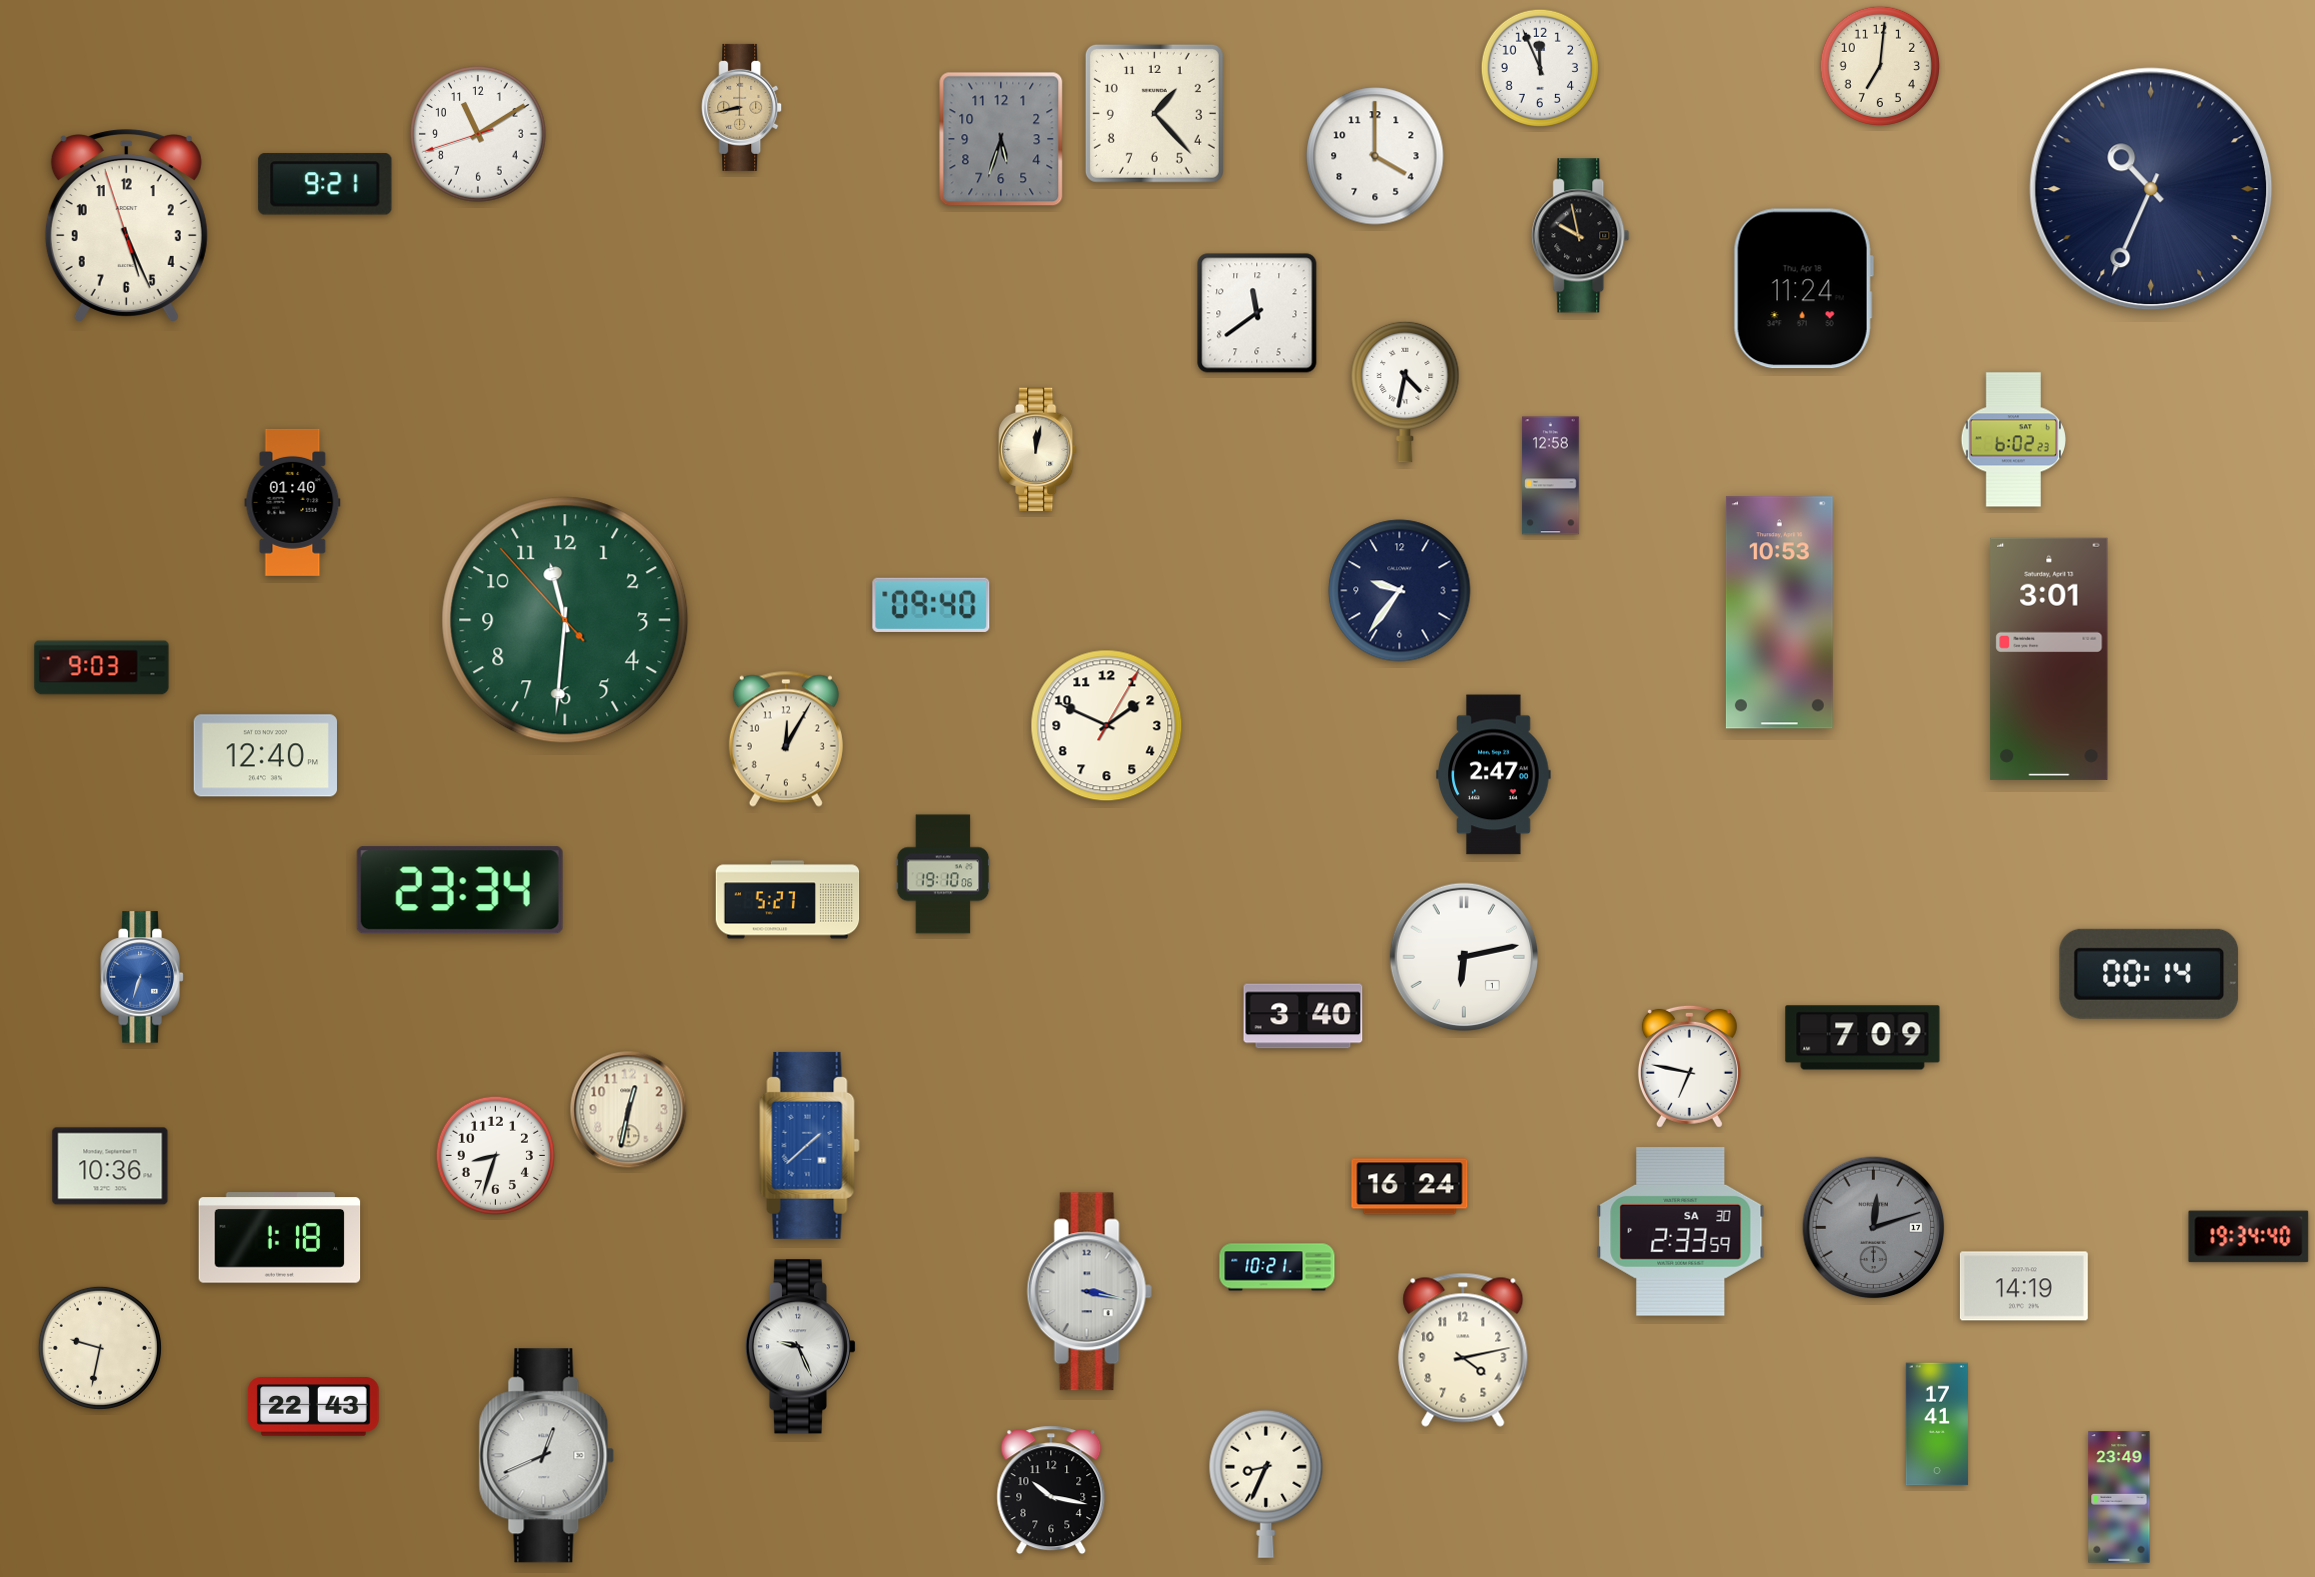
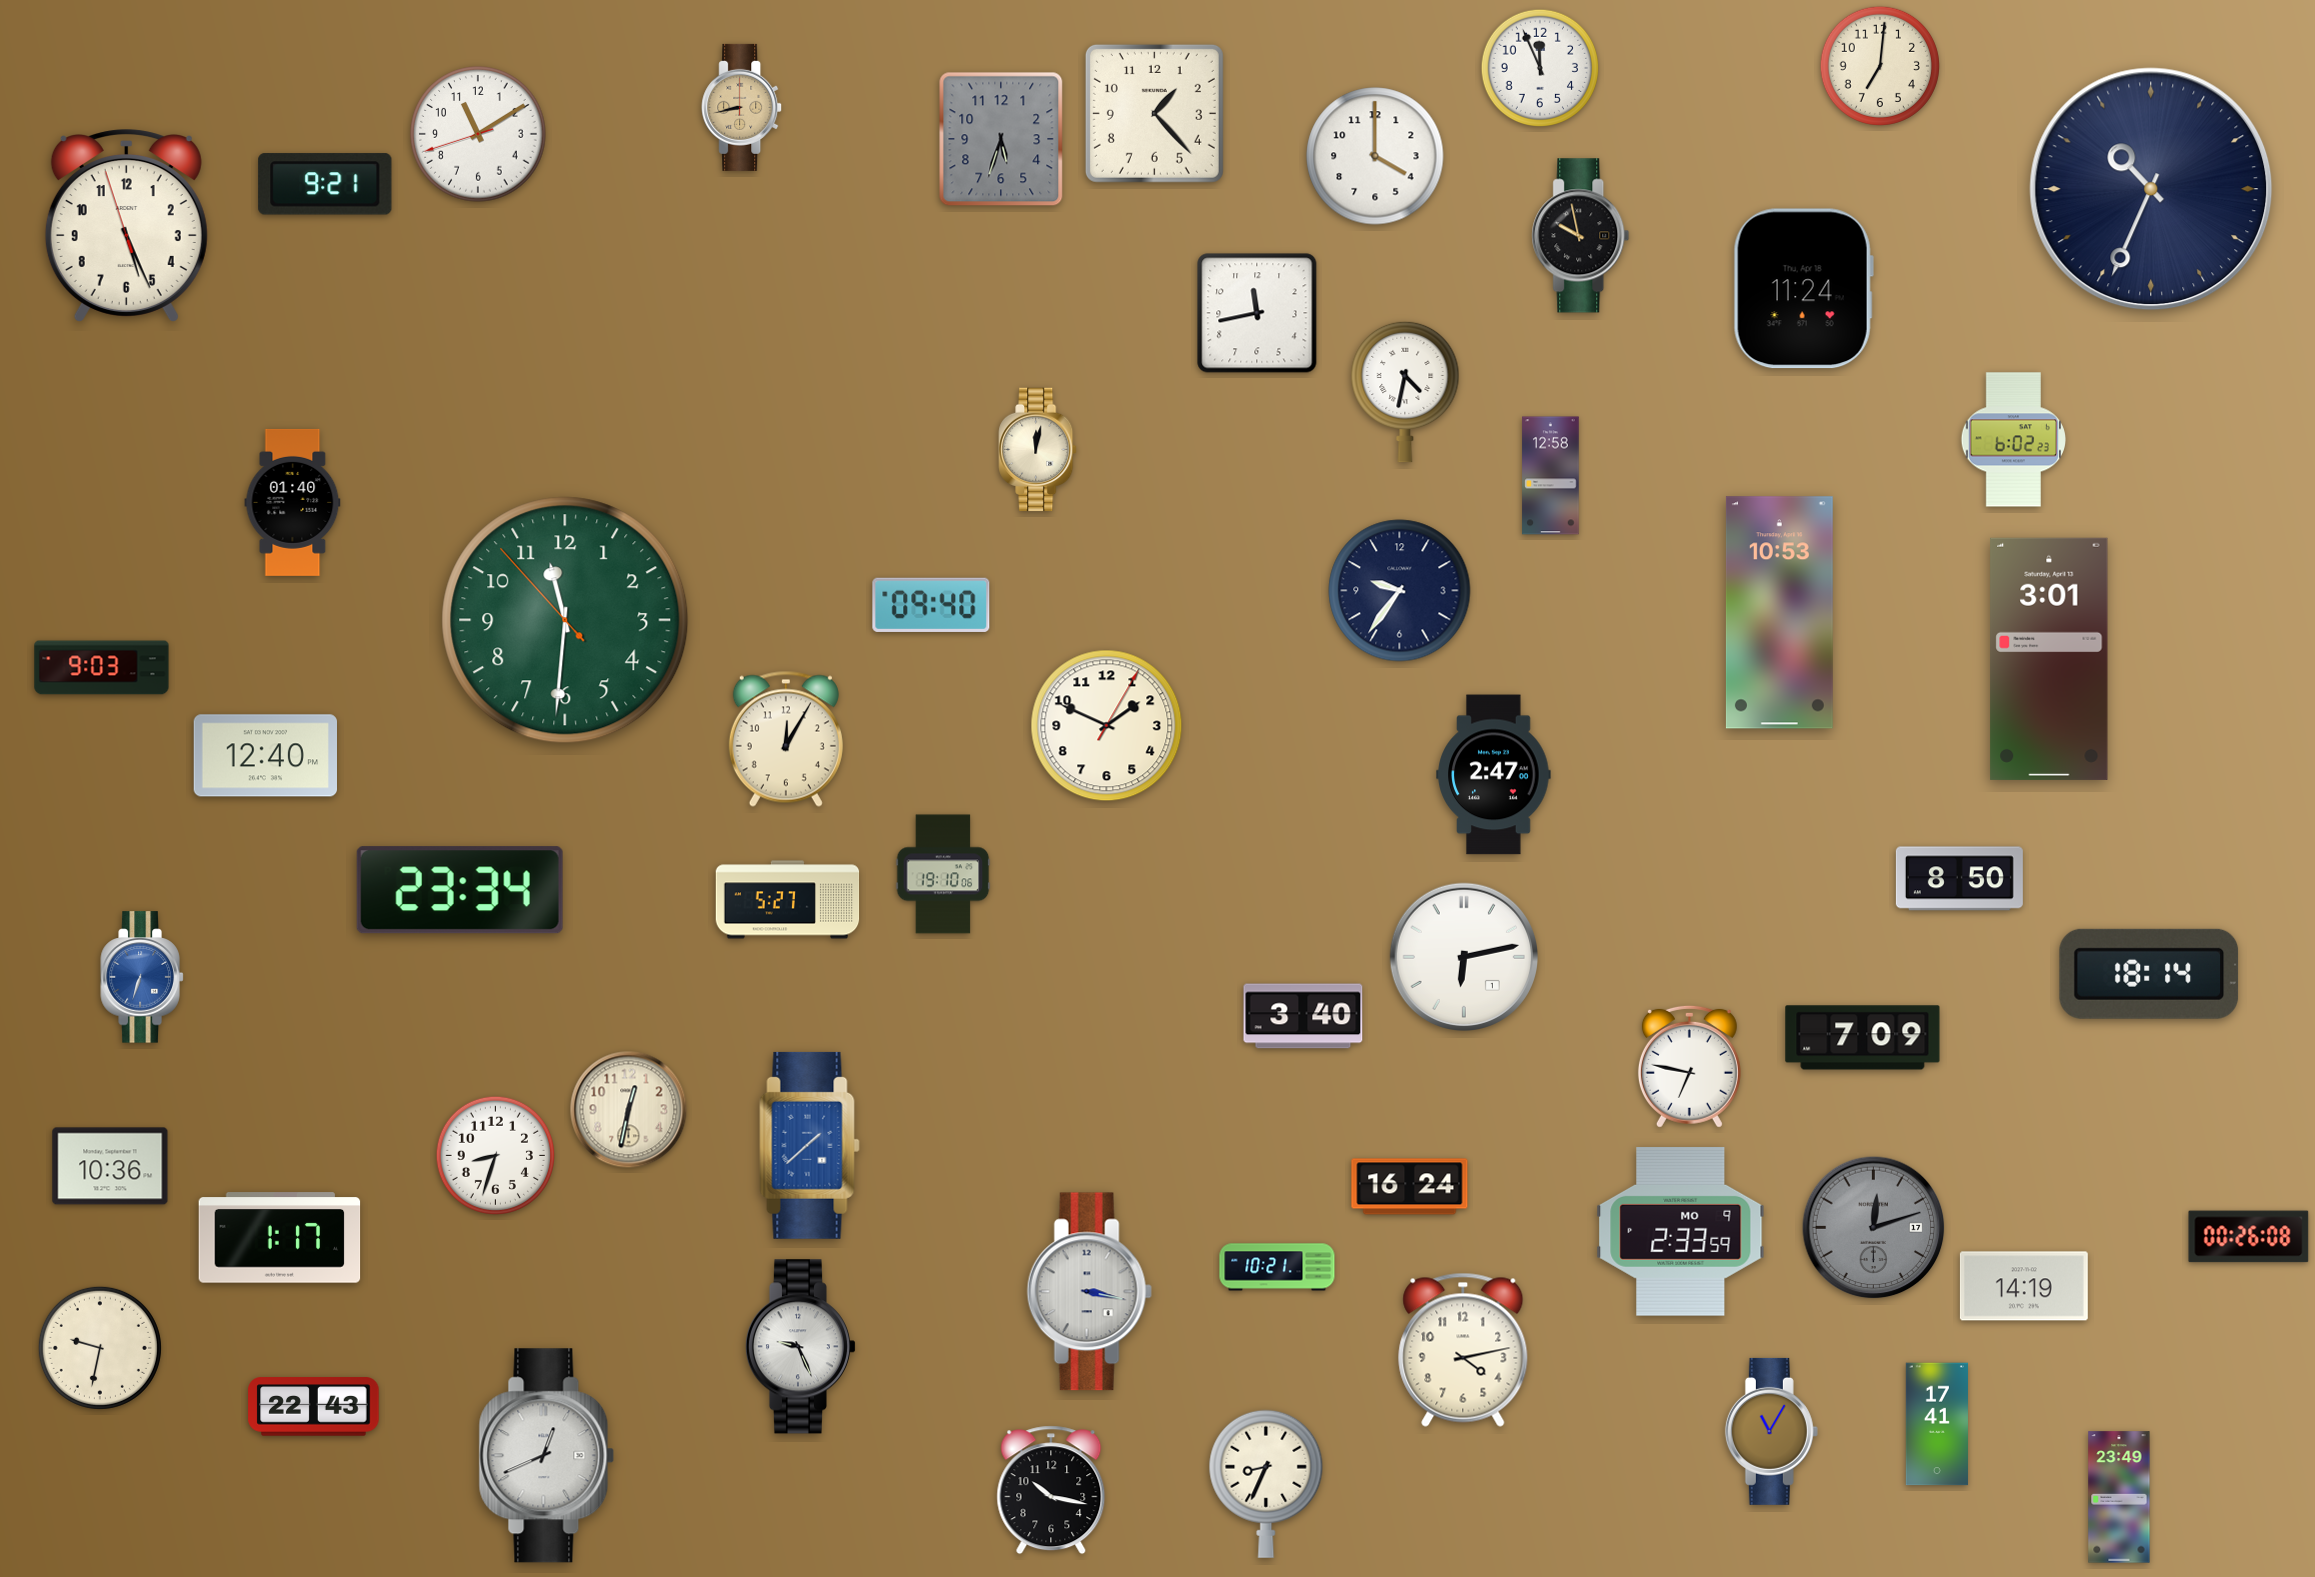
clock at (1257, 313): 11:39 -> 11:43
clock at (1959, 879): none -> 8:50
clock at (2149, 974): 00:14 -> 18:14
clock at (1681, 1231) date: SA 30 -> MO 9
clock at (2249, 1237): 19:34 -> 00:26
clock at (280, 1238): 1:18 -> 1:17
clock at (1771, 1431): none -> 11:05
